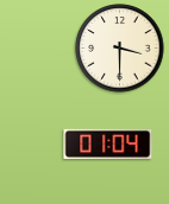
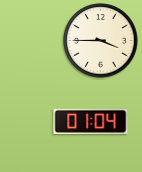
clock at (120, 49): 3:30 -> 3:45
